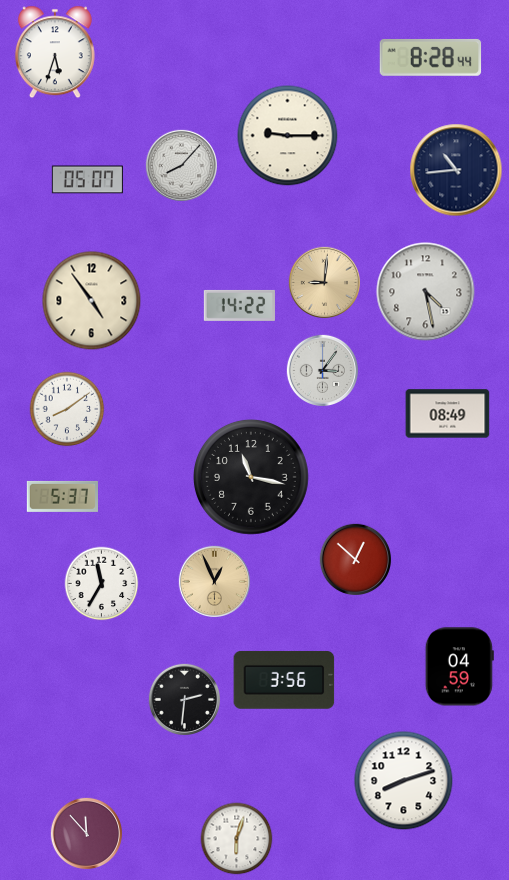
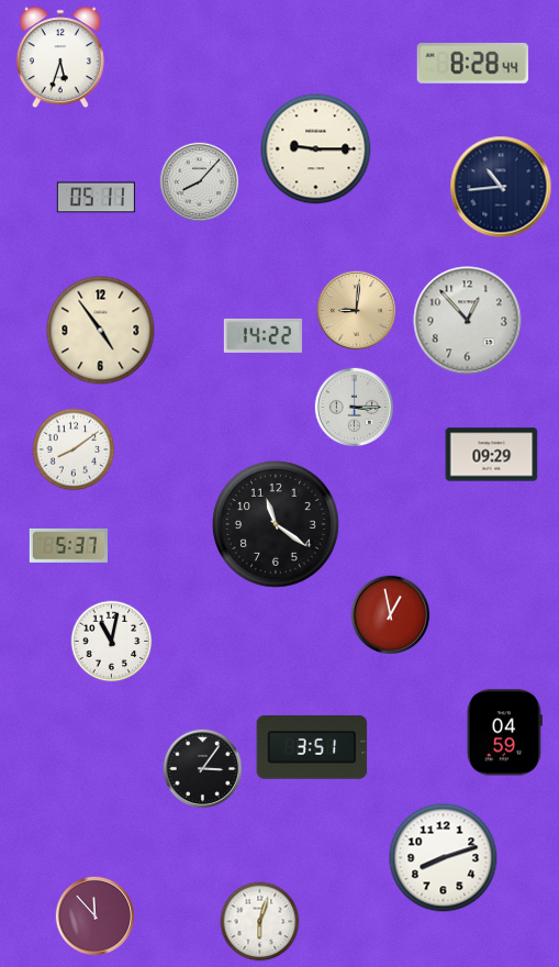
clock at (87, 180): 05:07 -> 05:11
clock at (426, 292): 4:28 -> 12:53
clock at (322, 370): 3:06 -> 3:15
clock at (448, 414): 08:49 -> 09:29
clock at (251, 477): 11:17 -> 11:21
clock at (355, 559): 12:52 -> 12:58
clock at (214, 581): 12:56 -> none
clock at (102, 584): 11:35 -> 11:02
clock at (284, 680): 3:56 -> 3:51
clock at (184, 699): 2:31 -> 3:06
